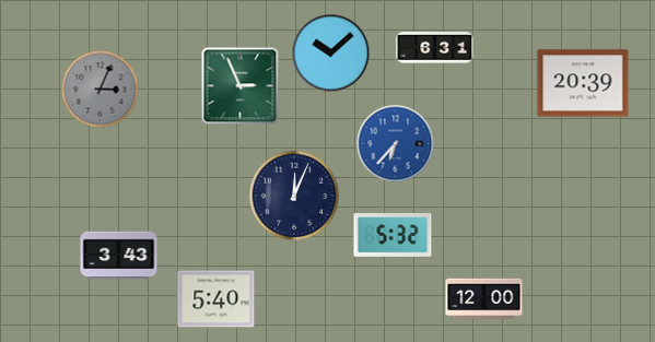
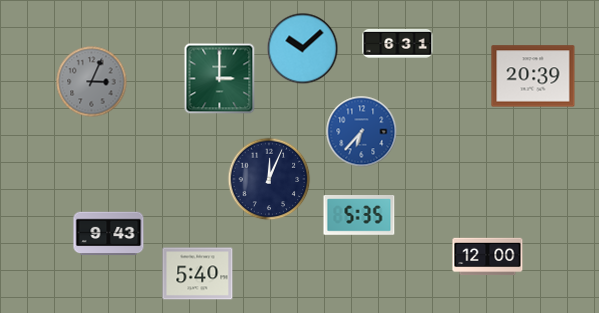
clock at (241, 86): 2:56 -> 3:00
clock at (393, 236): 5:32 -> 5:35
clock at (119, 256): 3:43 -> 9:43
clock at (484, 299) position: (484, 299) -> (488, 257)
